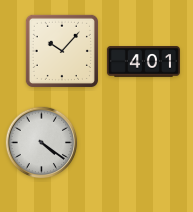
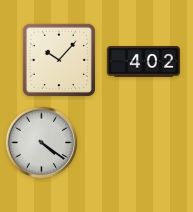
clock at (62, 51) position: (62, 51) -> (59, 60)
clock at (143, 62): 4:01 -> 4:02
